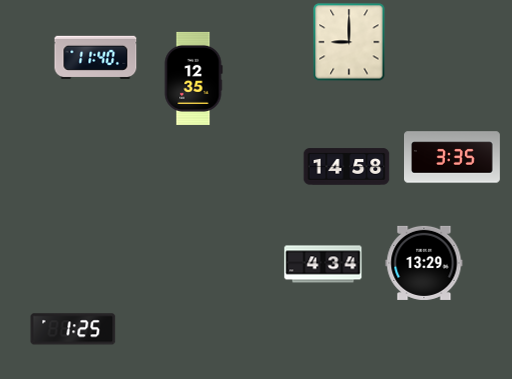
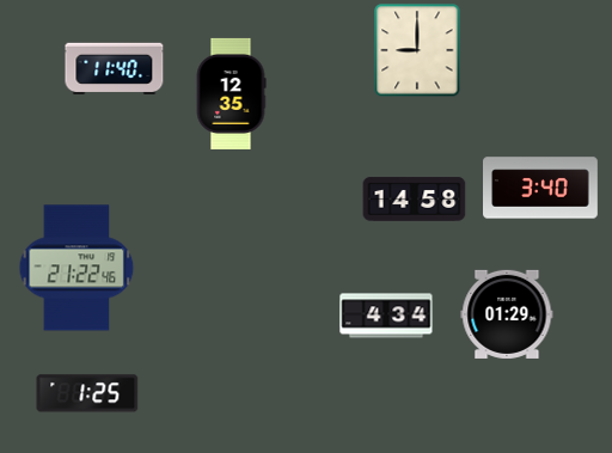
clock at (453, 157): 3:35 -> 3:40
clock at (76, 268): none -> 21:22
clock at (424, 263): 13:29 -> 01:29
